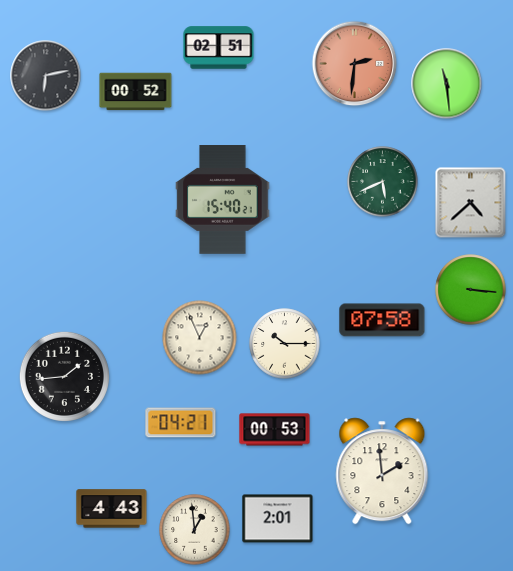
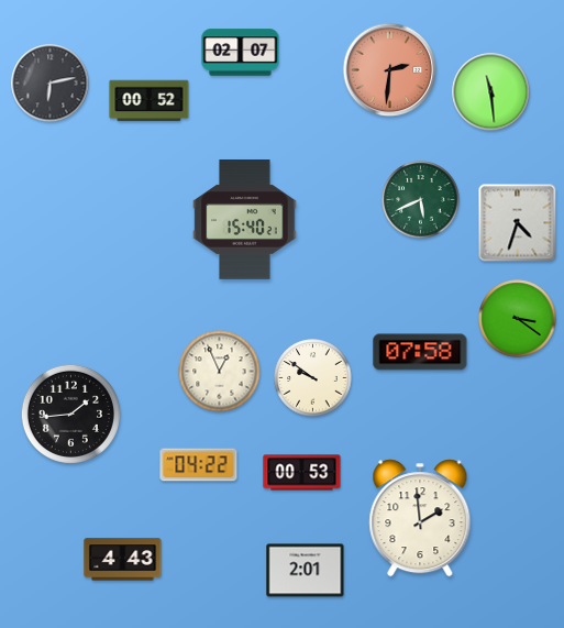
clock at (219, 48): 02:51 -> 02:07
clock at (471, 203): 4:38 -> 4:33
clock at (471, 290): 3:16 -> 3:21
clock at (285, 344): 10:15 -> 9:51
clock at (181, 423): 04:21 -> 04:22
clock at (195, 530): 12:59 -> none
